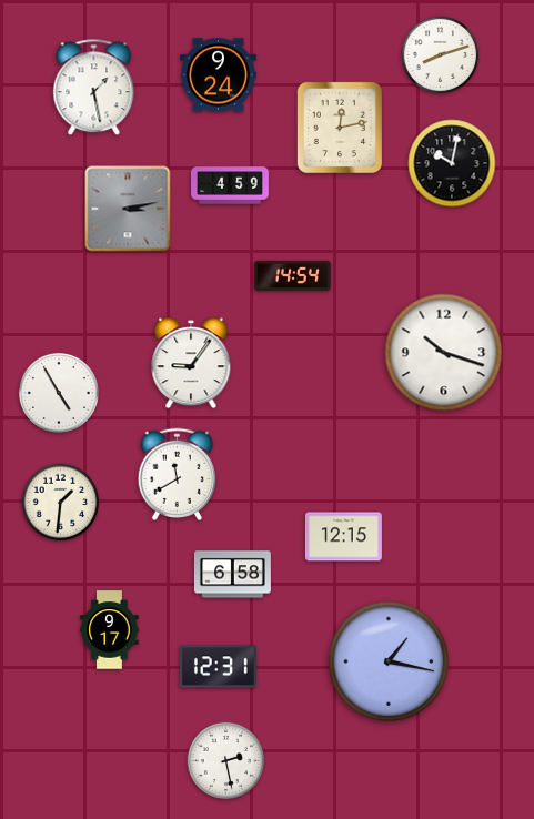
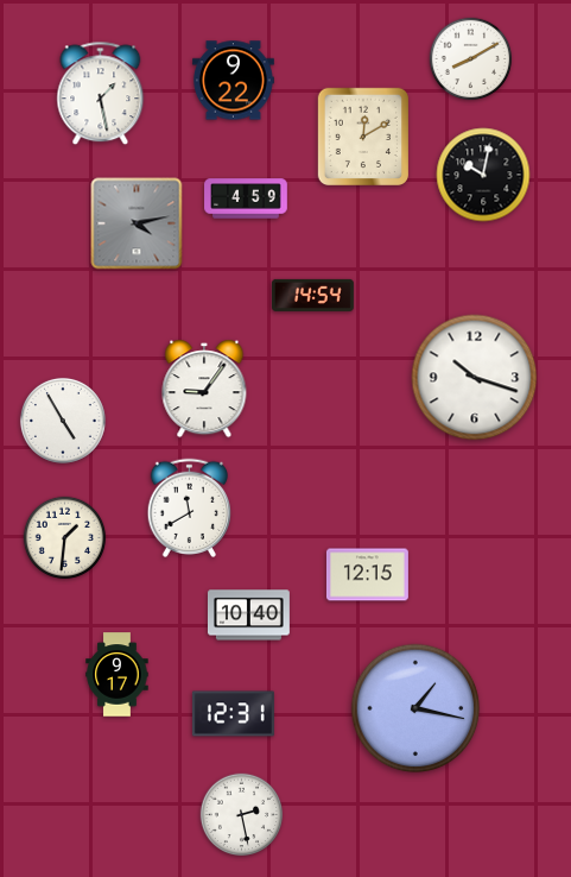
clock at (441, 55): 8:12 -> 8:10
clock at (218, 75): 9:24 -> 9:22
clock at (339, 127): 12:13 -> 12:10
clock at (128, 209): 3:13 -> 4:13
clock at (232, 575): 6:58 -> 10:40
